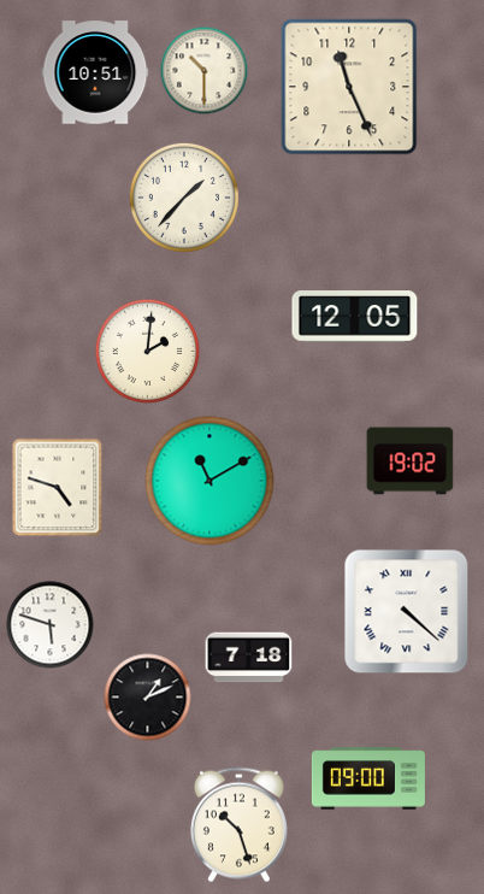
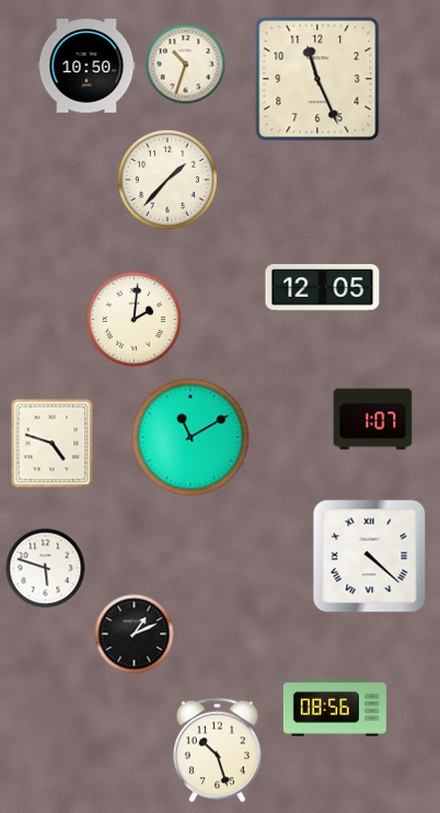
clock at (205, 71): 10:30 -> 10:33
clock at (95, 72): 10:51 -> 10:50
clock at (411, 461): 19:02 -> 1:07
clock at (249, 658): 7:18 -> none
clock at (368, 778): 09:00 -> 08:56
